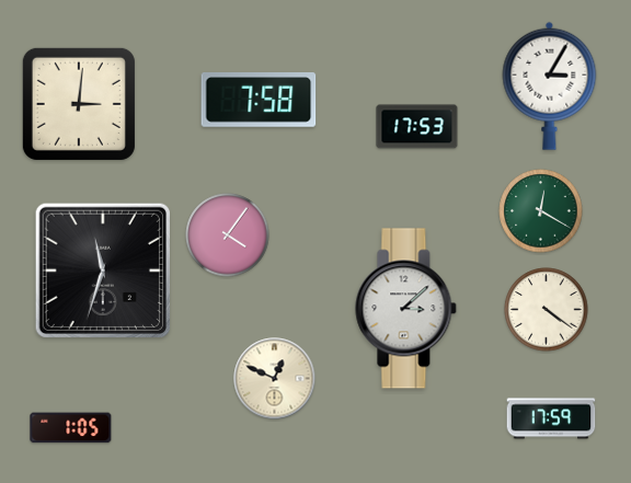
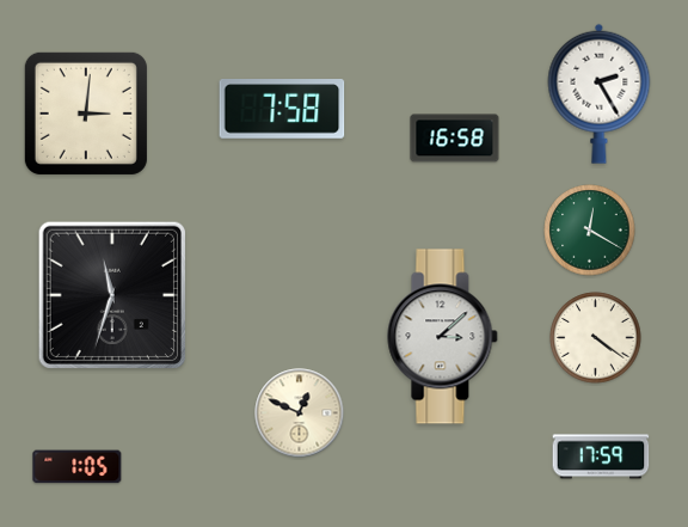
clock at (550, 85): 3:05 -> 2:25
clock at (417, 127): 17:53 -> 16:58
clock at (228, 235): 4:06 -> none
